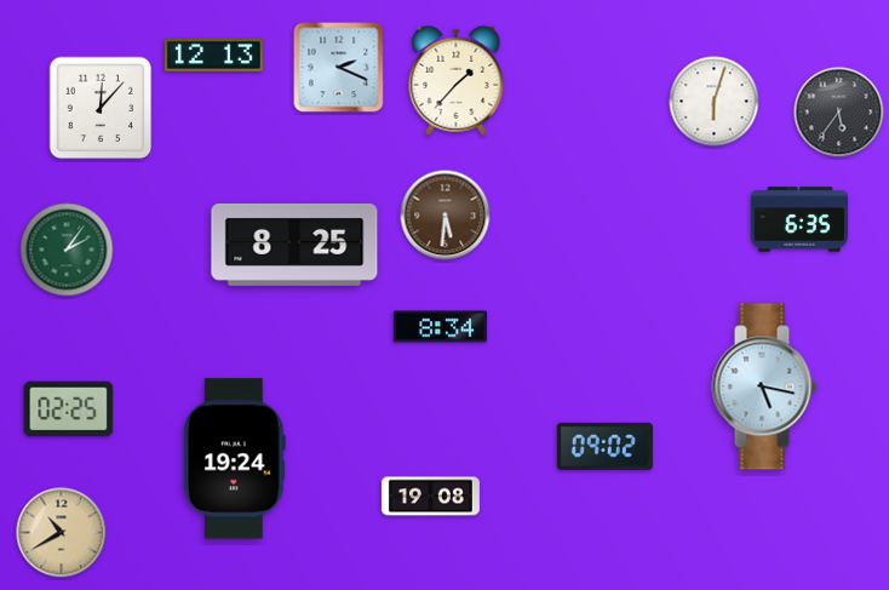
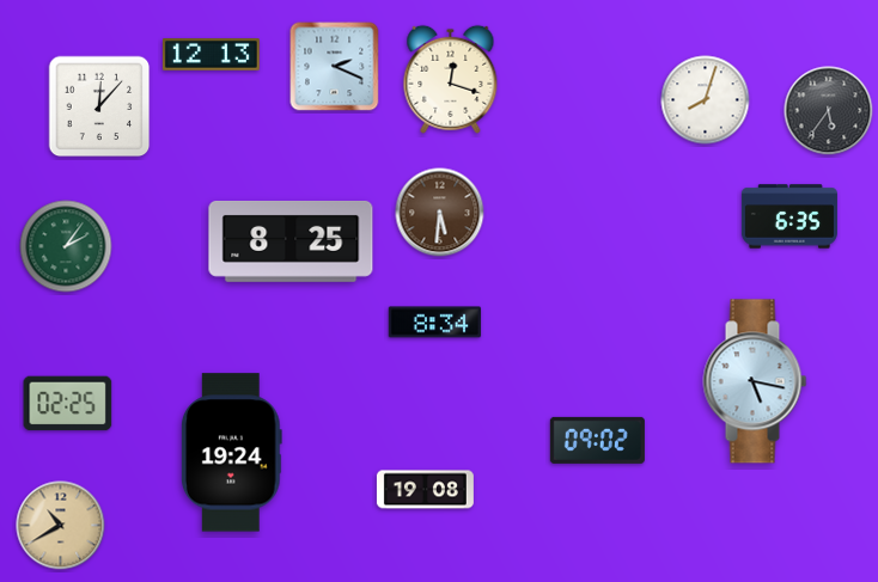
clock at (457, 80): 1:37 -> 12:18
clock at (715, 102): 6:03 -> 8:03
